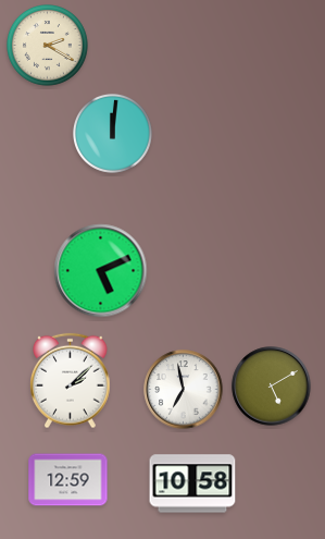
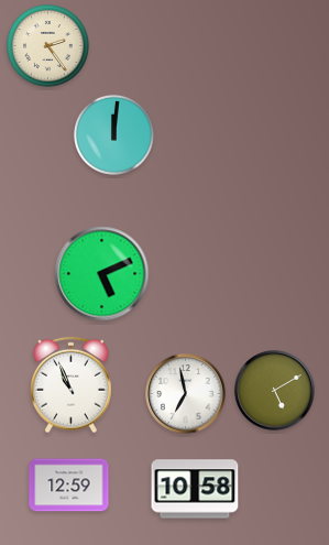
clock at (48, 46): 2:20 -> 2:24
clock at (71, 381): 2:08 -> 10:56
